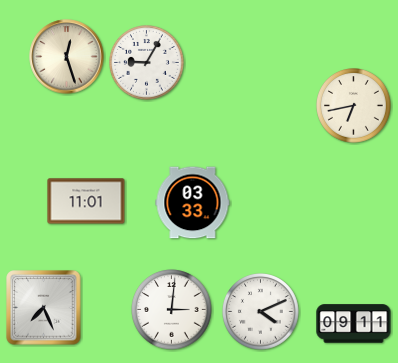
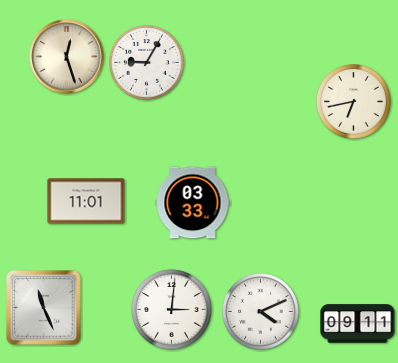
clock at (354, 106) position: (354, 106) -> (354, 102)
clock at (44, 308): 7:26 -> 11:26
clock at (354, 324) position: (354, 324) -> (358, 324)
